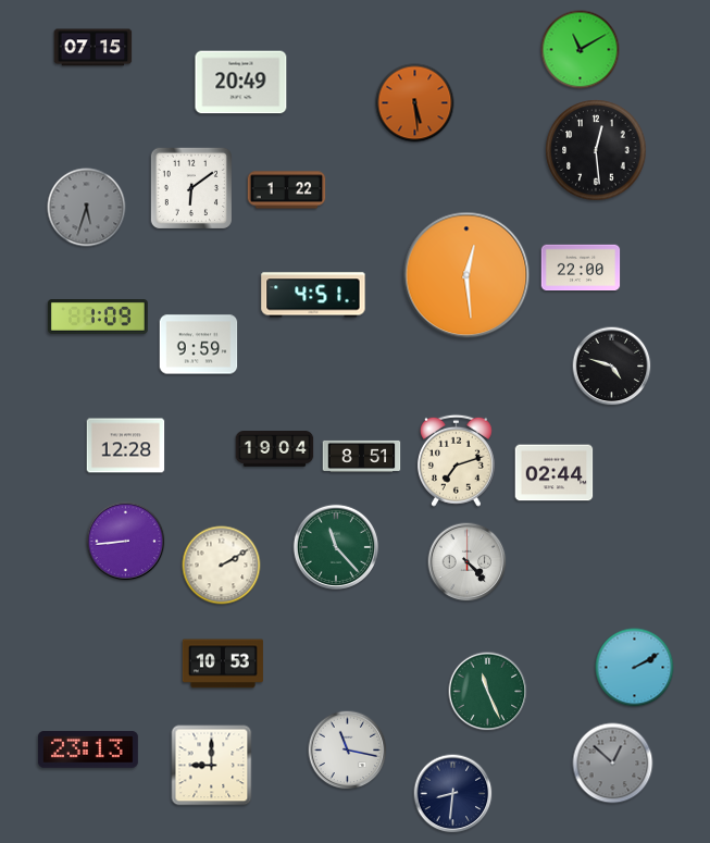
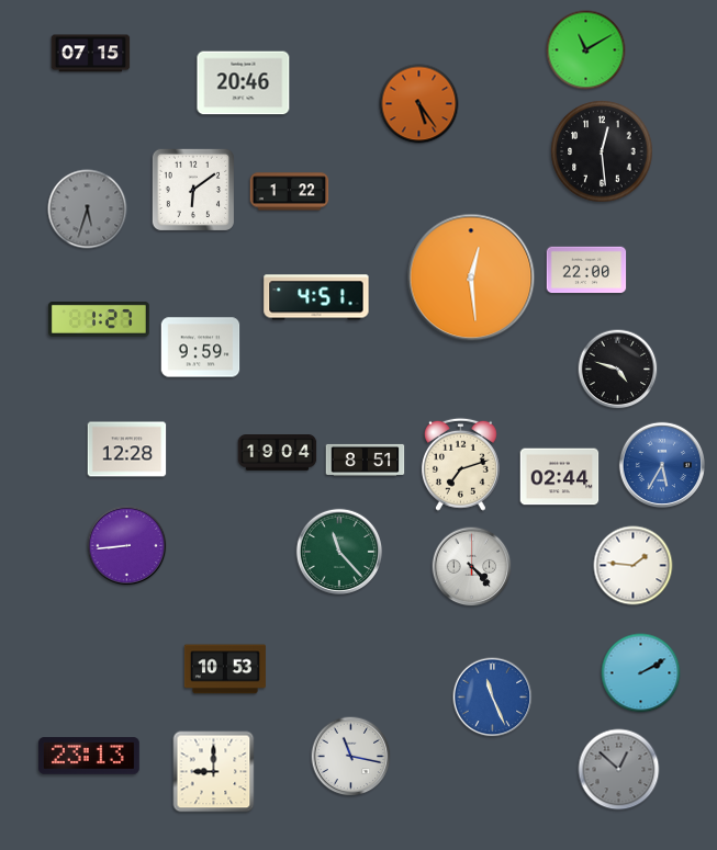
clock at (94, 48) position: (94, 48) -> (91, 54)
clock at (241, 83): 20:49 -> 20:46
clock at (415, 103): 5:29 -> 5:24
clock at (98, 318): 1:09 -> 1:27
clock at (661, 464): none -> 5:35
clock at (634, 566): none -> 1:46
clock at (222, 566): 2:10 -> none
clock at (488, 692) dial: green -> blue
clock at (453, 794): 8:31 -> none
